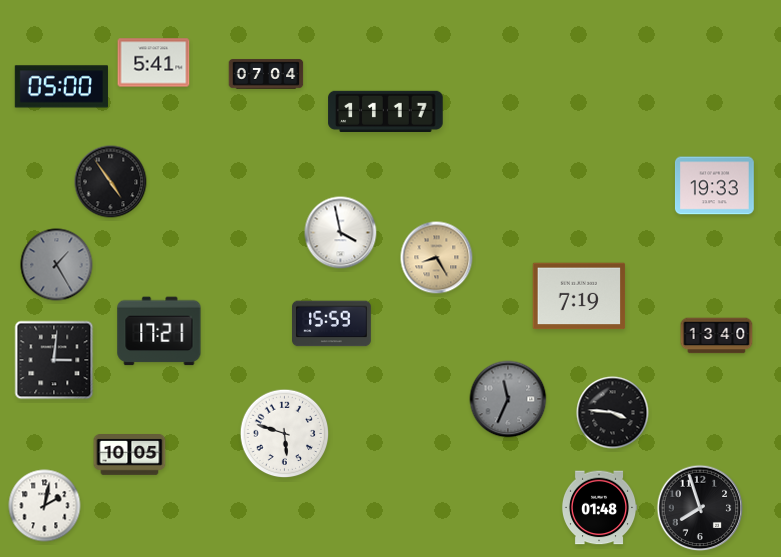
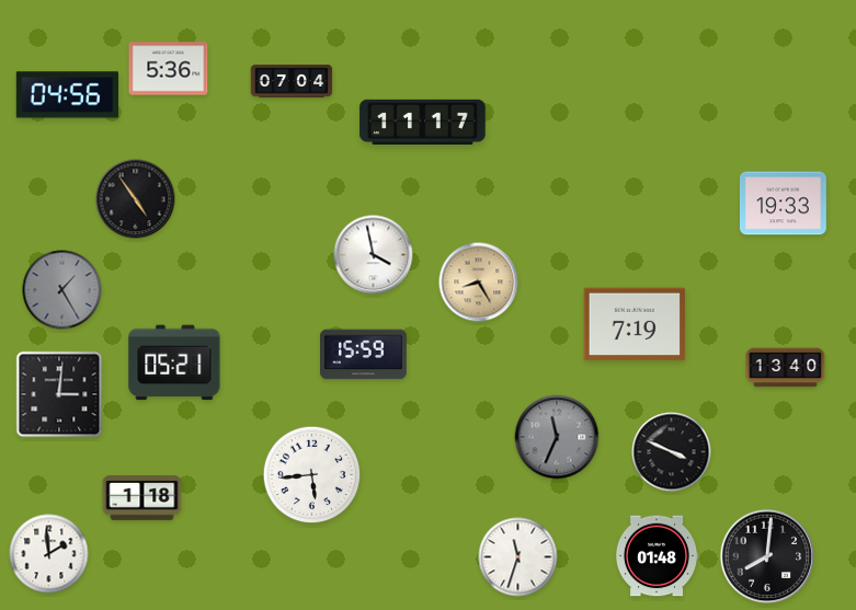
clock at (154, 63): 5:41 -> 5:36
clock at (61, 87): 05:00 -> 04:56
clock at (111, 182) position: (111, 182) -> (136, 199)
clock at (159, 331): 17:21 -> 05:21
clock at (613, 413): 3:46 -> 3:49
clock at (285, 434): 5:48 -> 5:44
clock at (130, 455): 10:05 -> 1:18
clock at (45, 506): 2:02 -> 1:59
clock at (700, 508): 7:57 -> 8:01
clock at (518, 557): none -> 11:33
